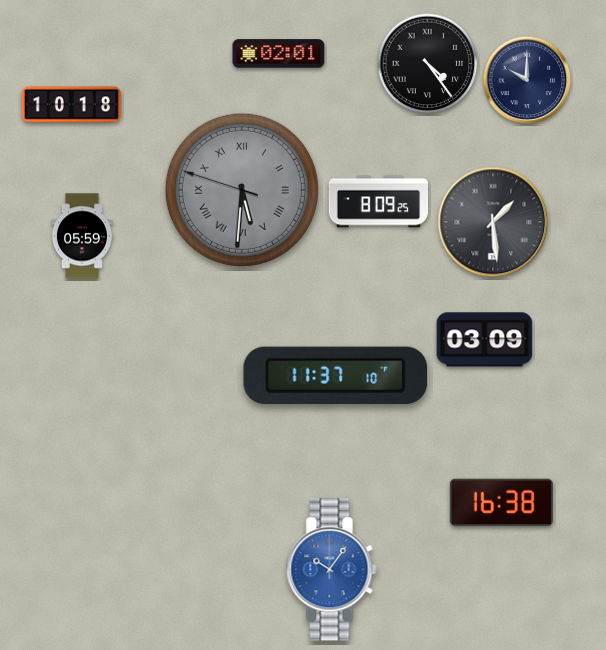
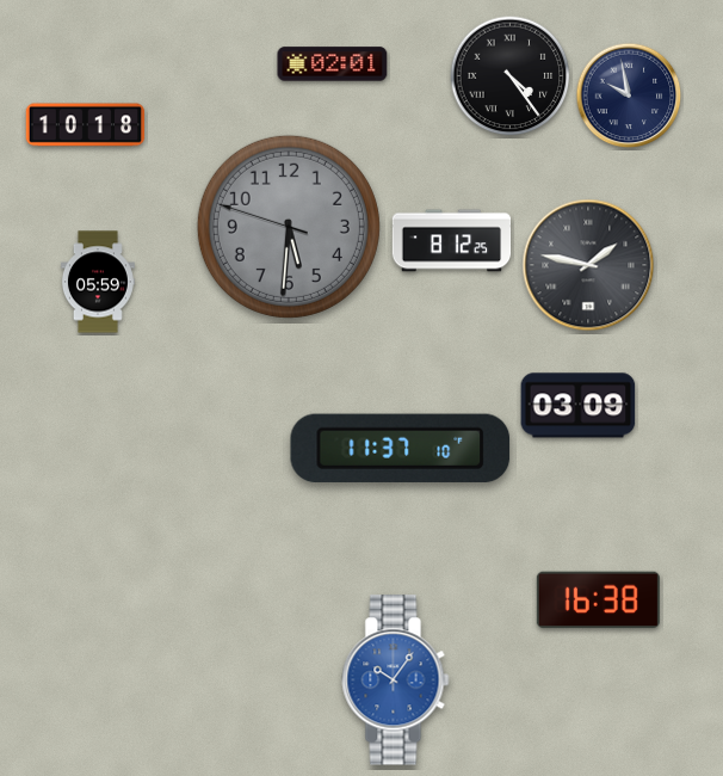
clock at (527, 80): 10:00 -> 9:58
clock at (242, 190) numerals: Roman -> Arabic
clock at (379, 202): 8:09 -> 8:12
clock at (493, 222): 1:29 -> 1:47
